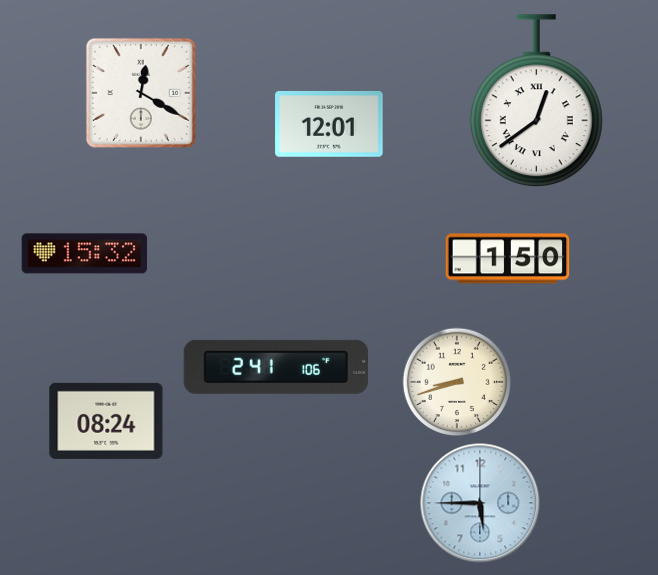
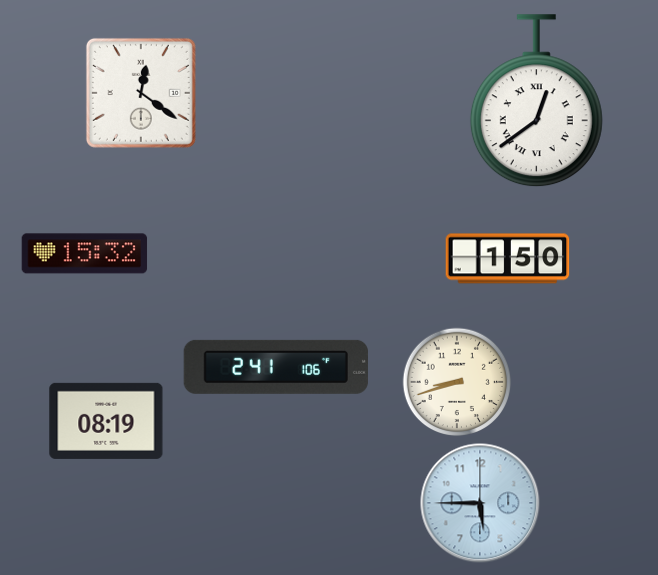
clock at (141, 93): 12:20 -> 12:21
clock at (329, 124): 12:01 -> none
clock at (106, 421): 08:24 -> 08:19
